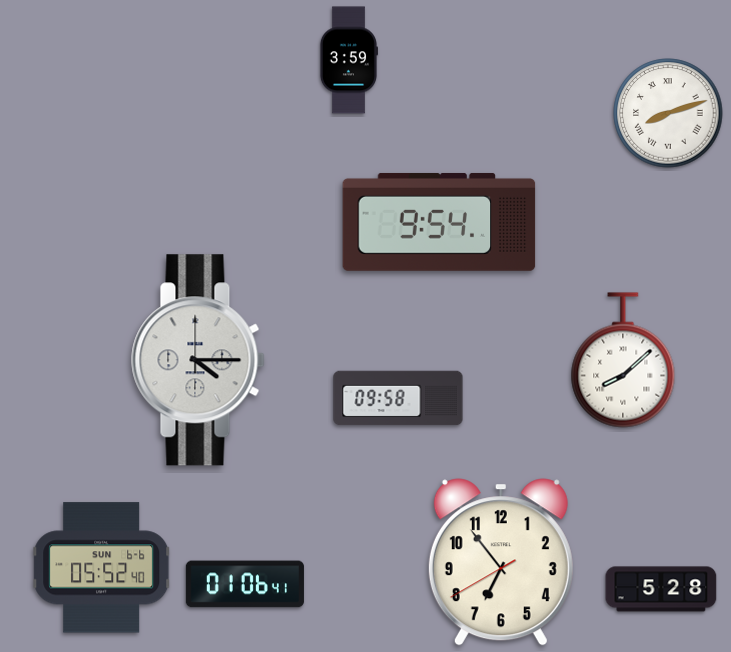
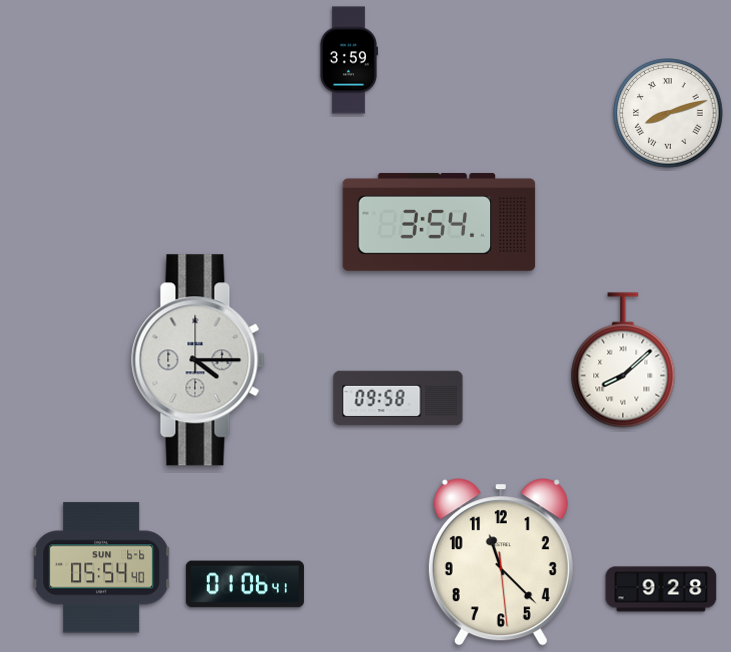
clock at (439, 222): 9:54 -> 3:54
clock at (501, 562): 6:53 -> 11:22
clock at (102, 568): 05:52 -> 05:54
clock at (661, 589): 5:28 -> 9:28
